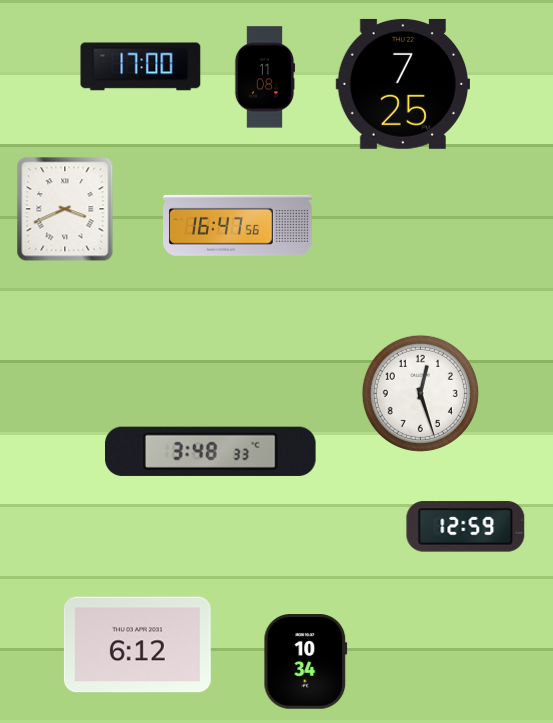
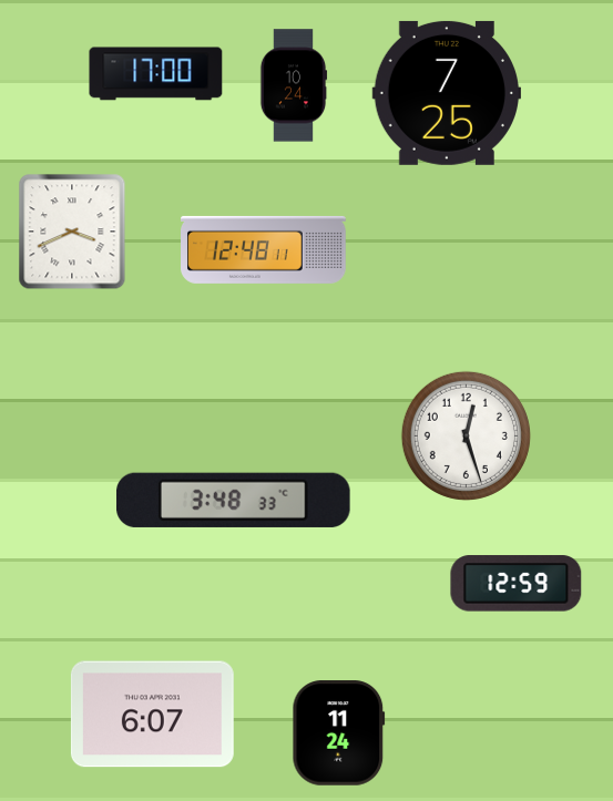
clock at (265, 77): 11:08 -> 10:24
clock at (238, 225): 16:47 -> 12:48
clock at (137, 645): 6:12 -> 6:07
clock at (306, 662): 10:34 -> 11:24
